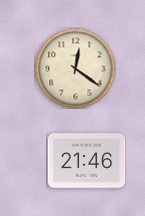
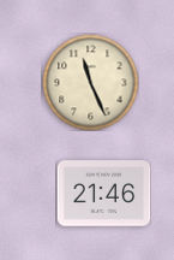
clock at (75, 68): 12:21 -> 11:26
